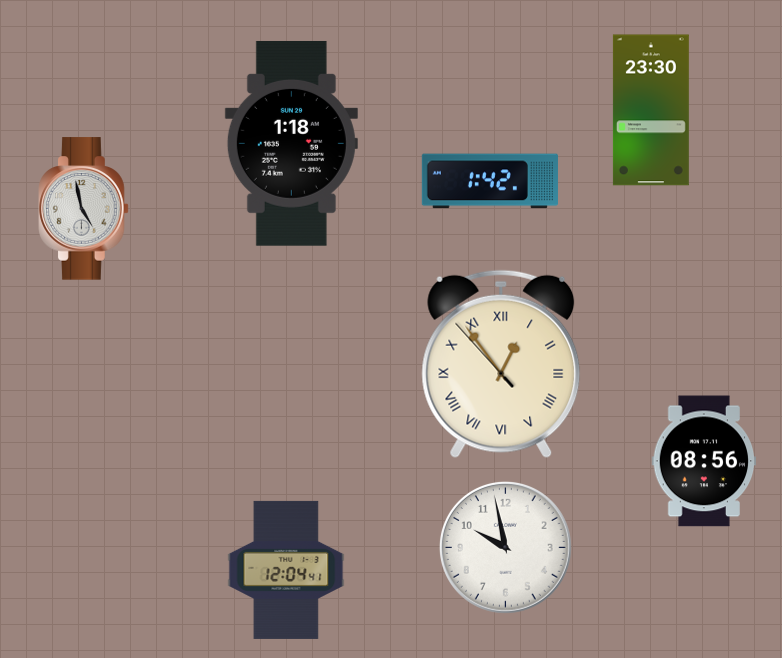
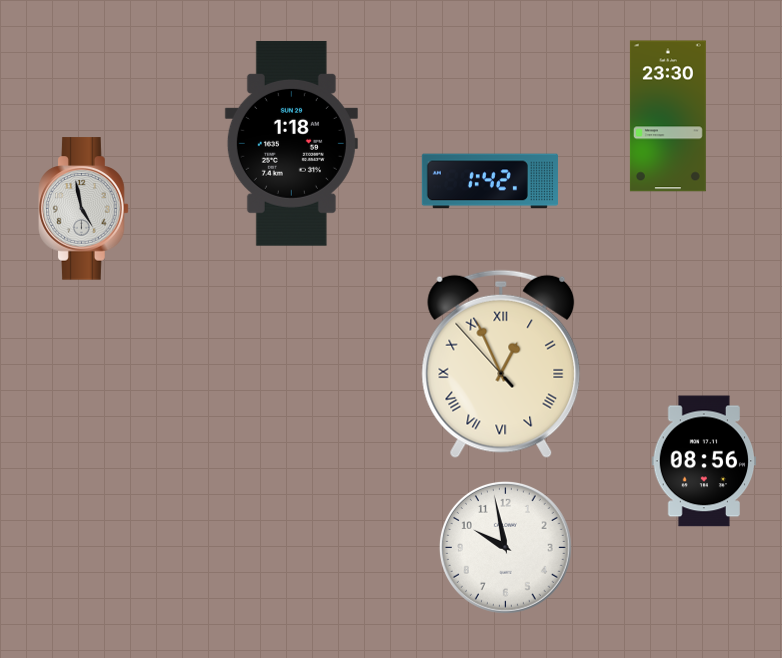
clock at (651, 110) position: (651, 110) -> (668, 116)
clock at (501, 364): 12:53 -> 12:55
clock at (286, 570): 12:04 -> none
